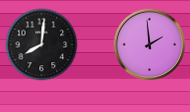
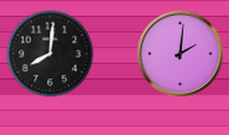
clock at (150, 45): 1:59 -> 2:01
